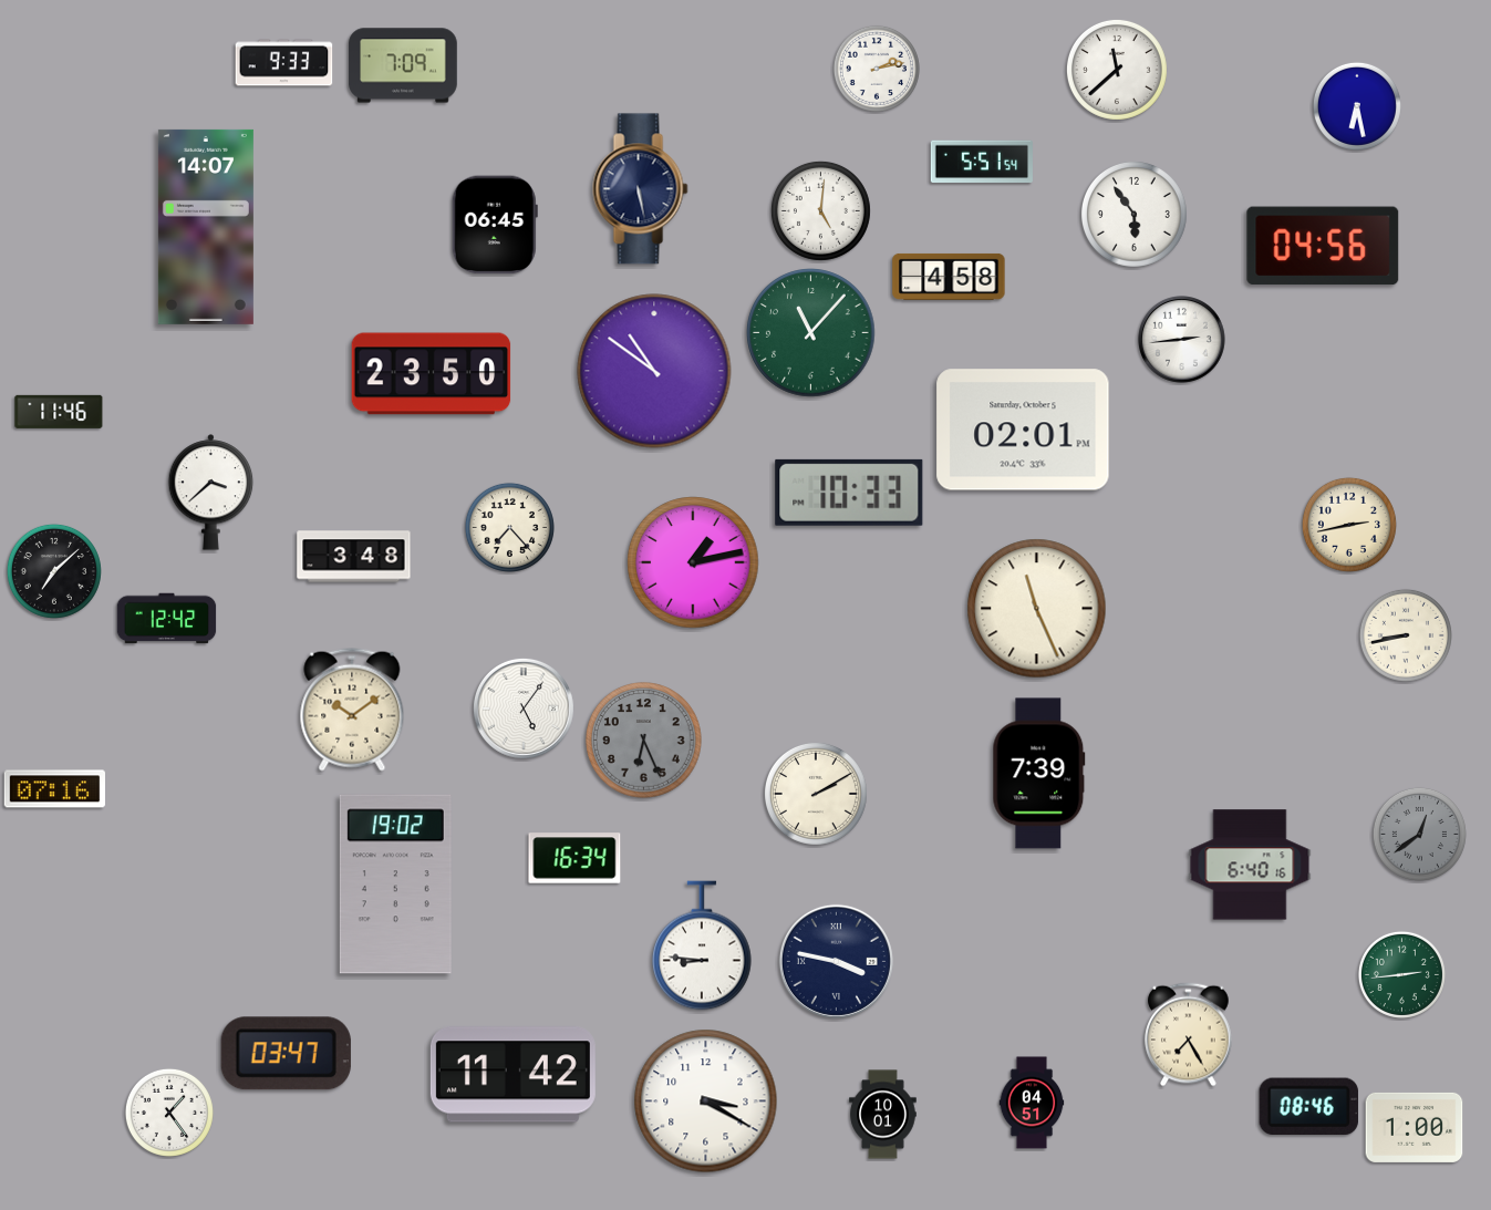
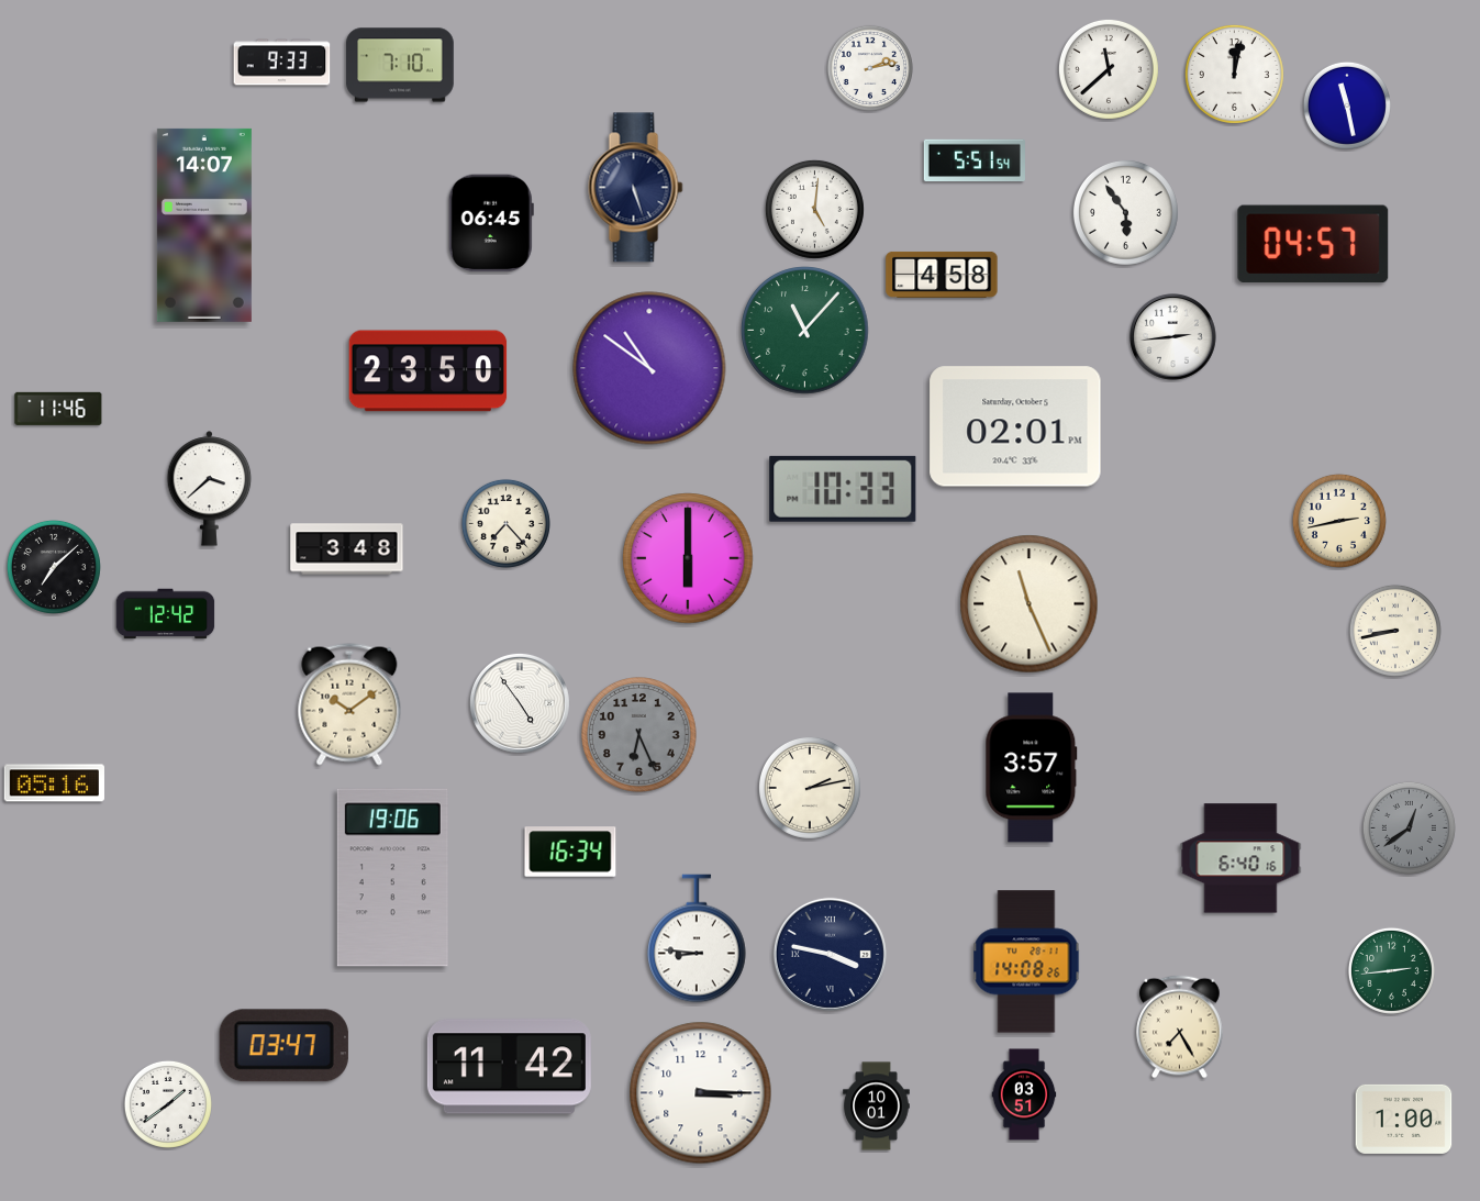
clock at (403, 65): 7:09 -> 7:10
clock at (1234, 74): none -> 12:02
clock at (1357, 106): 6:28 -> 11:28
clock at (641, 189): 5:28 -> 5:27
clock at (1323, 246): 04:56 -> 04:57
clock at (354, 557) position: (354, 557) -> (347, 549)
clock at (693, 562): 1:13 -> 6:00
clock at (524, 709): 5:06 -> 4:54
clock at (1039, 774): 7:39 -> 3:57
clock at (54, 789): 07:16 -> 05:16
clock at (816, 794): 2:10 -> 2:13
clock at (395, 885): 19:02 -> 19:06
clock at (1026, 961): none -> 14:08
clock at (1401, 974) position: (1401, 974) -> (1391, 970)
clock at (706, 1102): 3:20 -> 3:15
clock at (1032, 1103): 04:51 -> 03:51
clock at (1308, 1106): 08:46 -> none
clock at (169, 1113): 1:24 -> 1:39
